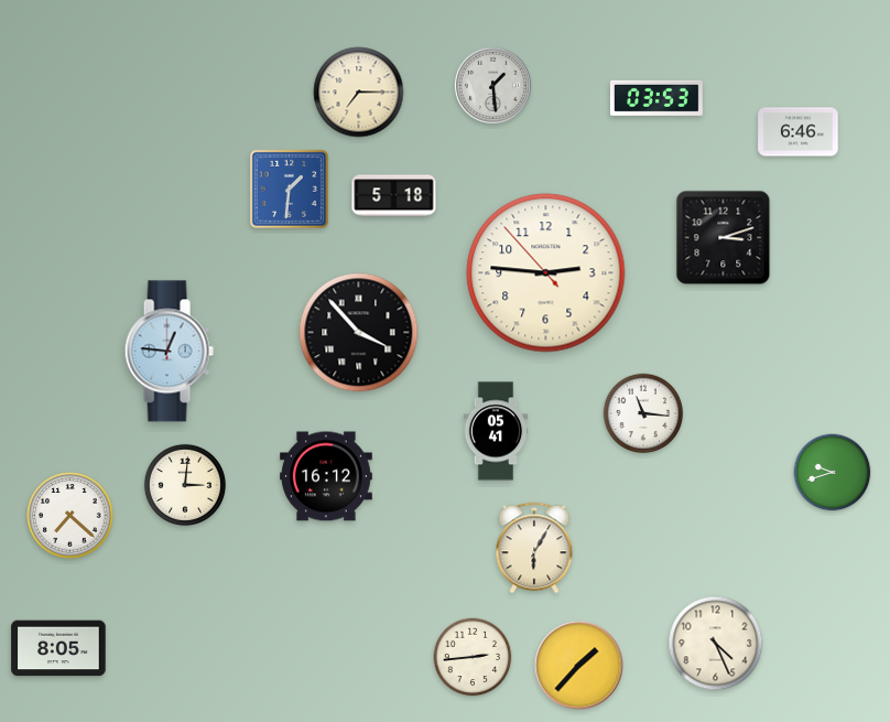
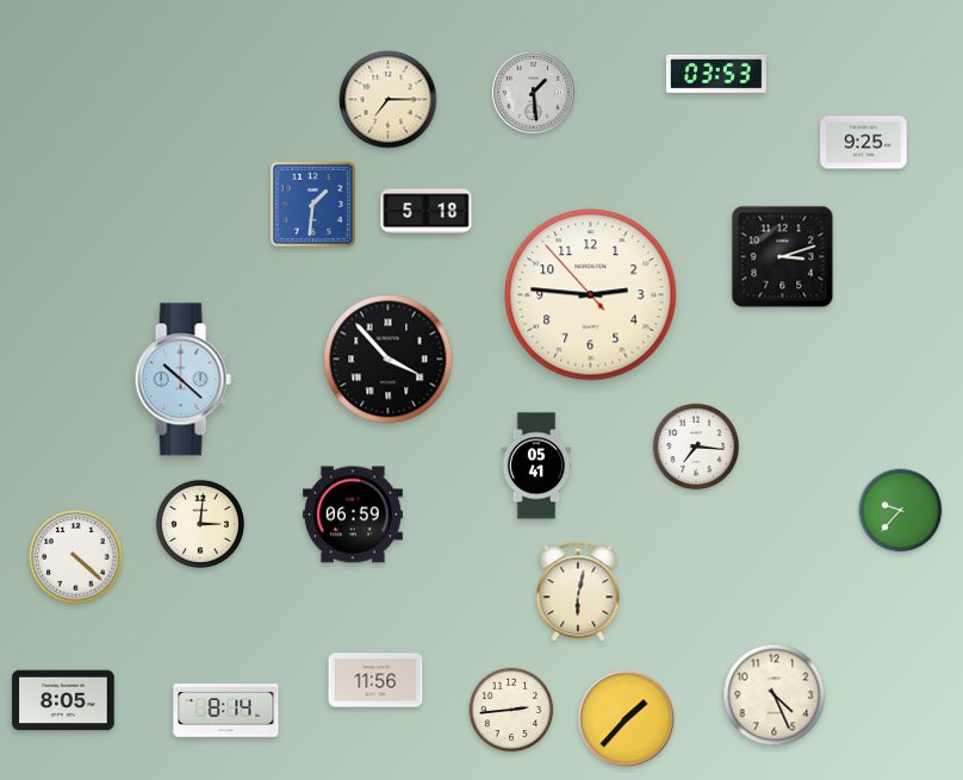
clock at (656, 98) position: (656, 98) -> (716, 74)
clock at (799, 132): 6:46 -> 9:25
clock at (169, 352): 12:46 -> 10:22
clock at (643, 413): 11:16 -> 7:16
clock at (833, 473): 9:42 -> 9:37
clock at (326, 476): 16:12 -> 06:59
clock at (70, 516): 7:22 -> 4:22
clock at (534, 548): 6:05 -> 6:02
clock at (375, 680): none -> 11:56
clock at (226, 711): none -> 8:14
